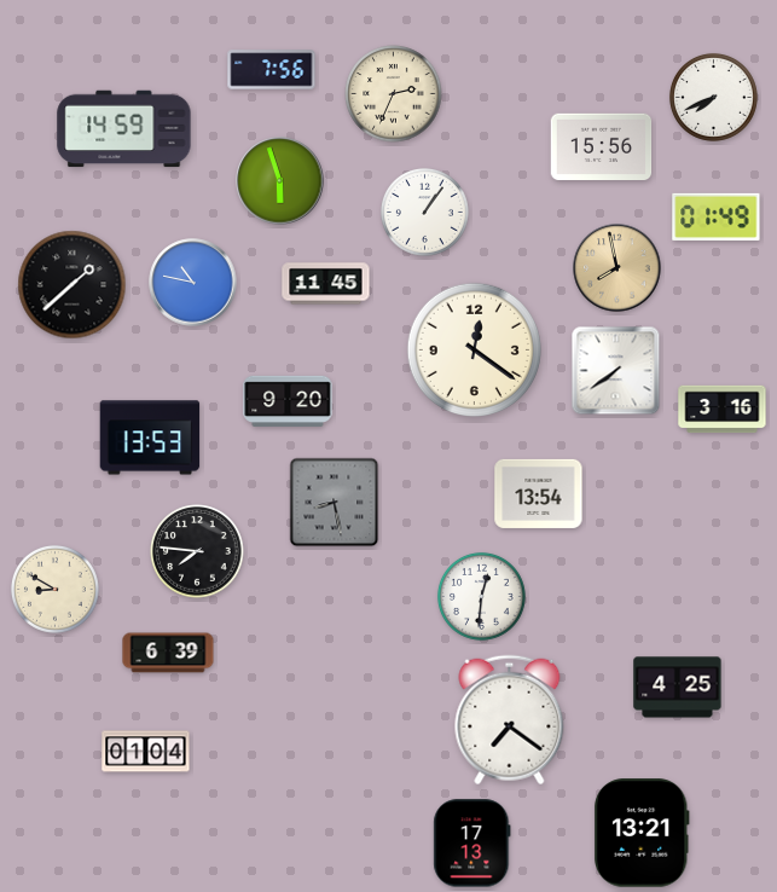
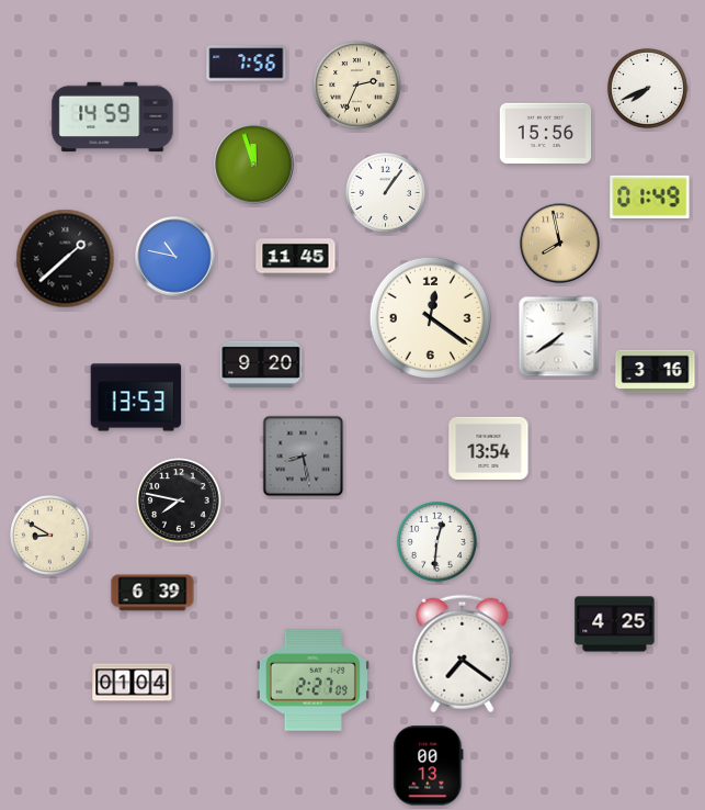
clock at (280, 181): 5:57 -> 11:57
clock at (197, 551): 7:46 -> 7:47
clock at (312, 680): none -> 2:27
clock at (642, 833): 13:21 -> none
clock at (472, 844): 17:13 -> 00:13
